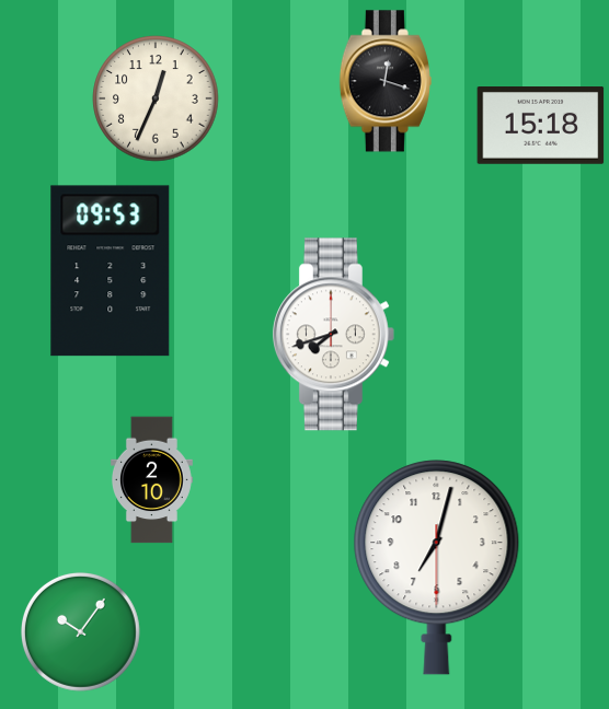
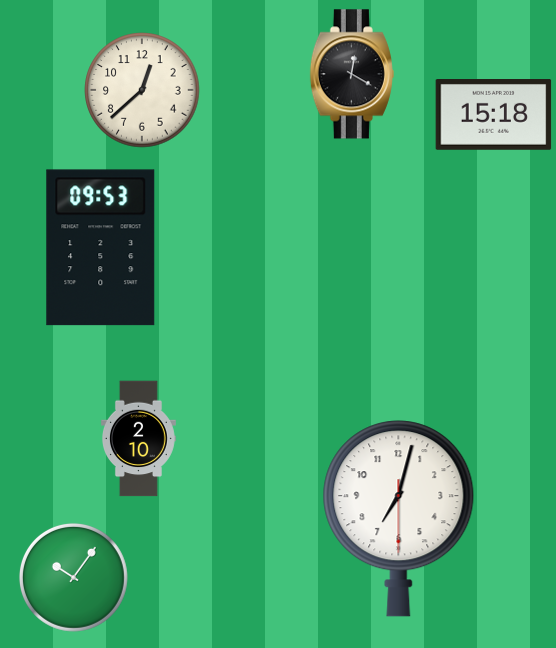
clock at (386, 81): 12:18 -> 12:20
clock at (156, 98): 12:34 -> 12:38
clock at (333, 335): 7:42 -> none
